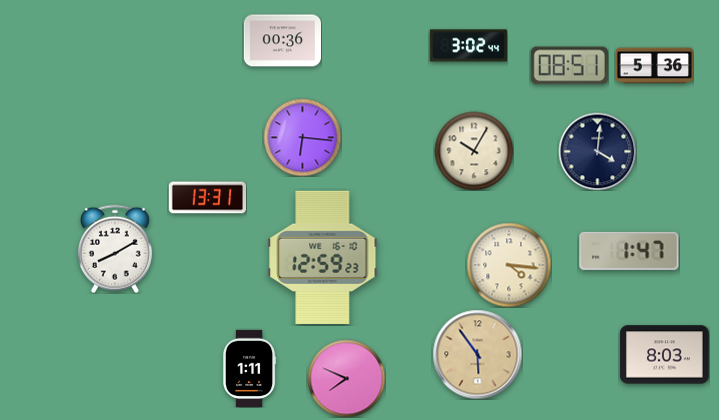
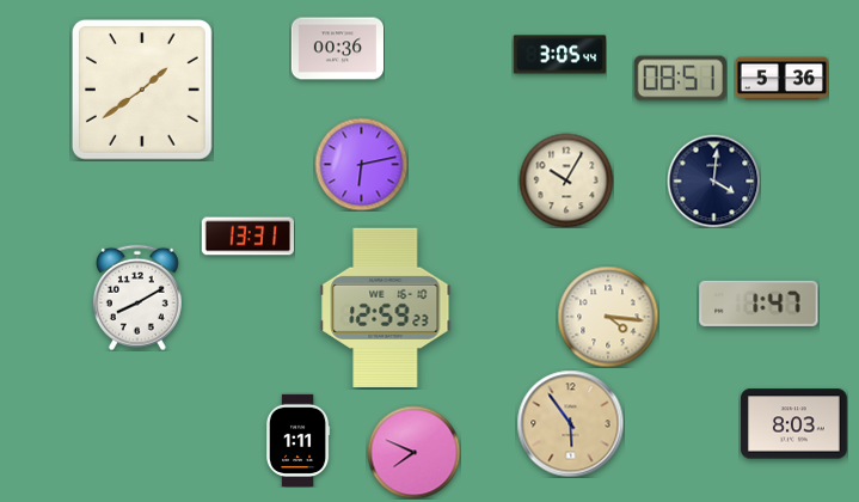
clock at (468, 46): 3:02 -> 3:05
clock at (142, 90): none -> 1:39
clock at (302, 137): 6:16 -> 6:13
clock at (629, 251) position: (629, 251) -> (759, 304)
